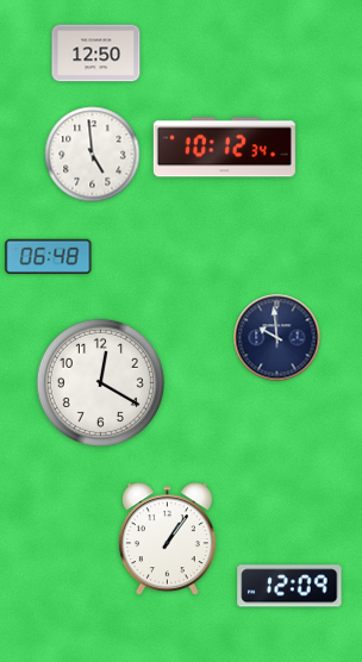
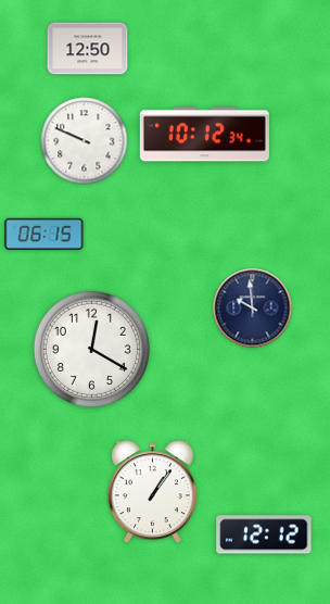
clock at (93, 155): 4:59 -> 9:49
clock at (49, 256): 06:48 -> 06:15
clock at (289, 586): 12:09 -> 12:12
